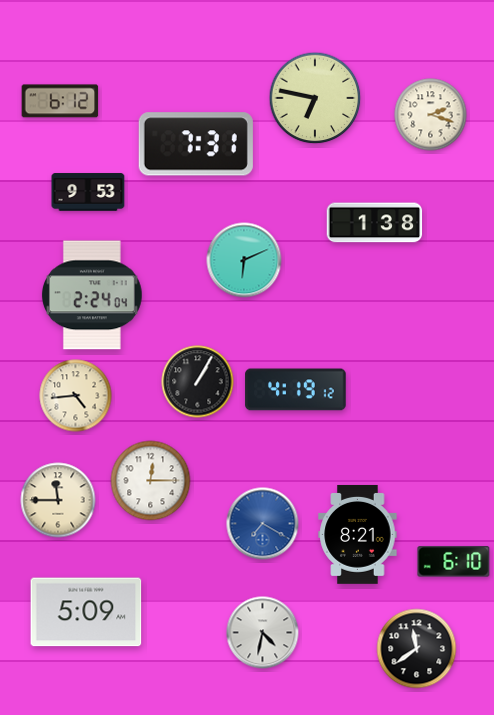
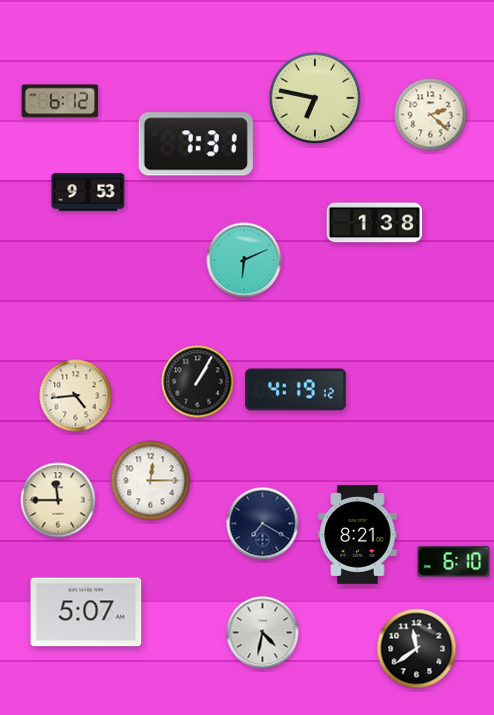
clock at (431, 115): 2:18 -> 2:22
clock at (92, 295): 2:24 -> none
clock at (263, 524) dial: blue -> navy
clock at (86, 612): 5:09 -> 5:07
